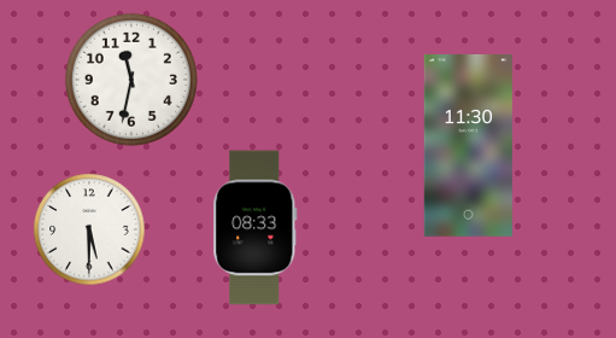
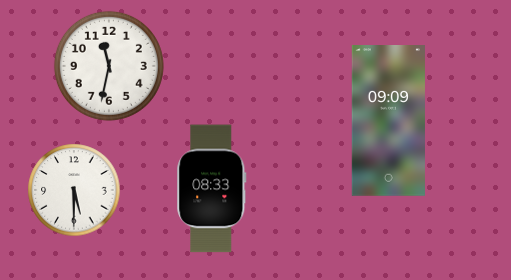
clock at (468, 146): 11:30 -> 09:09
